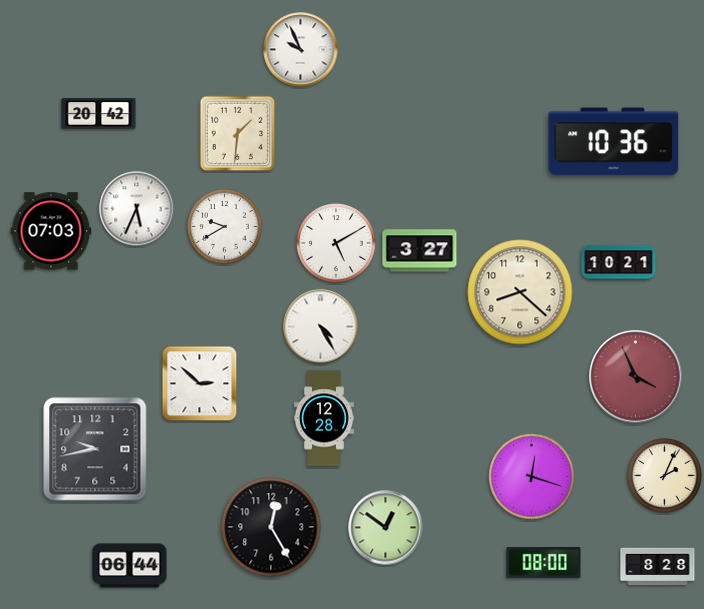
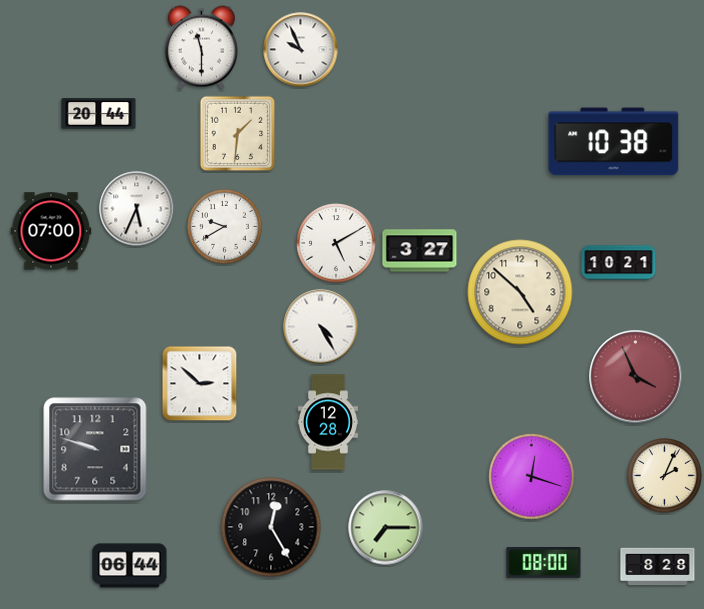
clock at (201, 48): none -> 11:30
clock at (99, 114): 20:42 -> 20:44
clock at (614, 142): 10:36 -> 10:38
clock at (51, 231): 07:03 -> 07:00
clock at (520, 292): 8:22 -> 4:52
clock at (324, 418) position: (324, 418) -> (328, 422)
clock at (95, 449): 9:43 -> 9:48
clock at (386, 528): 12:51 -> 7:15
